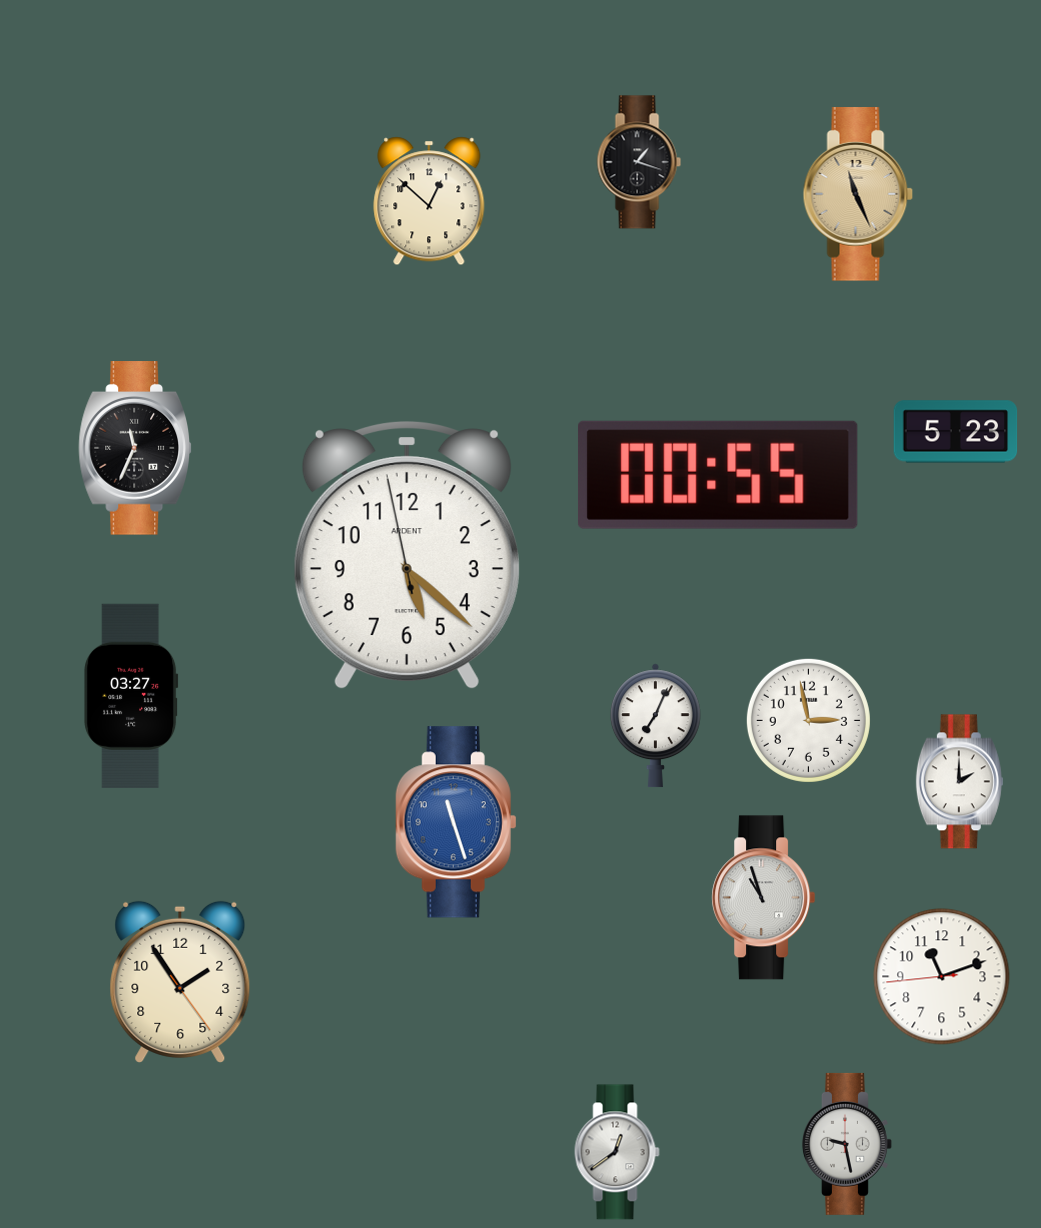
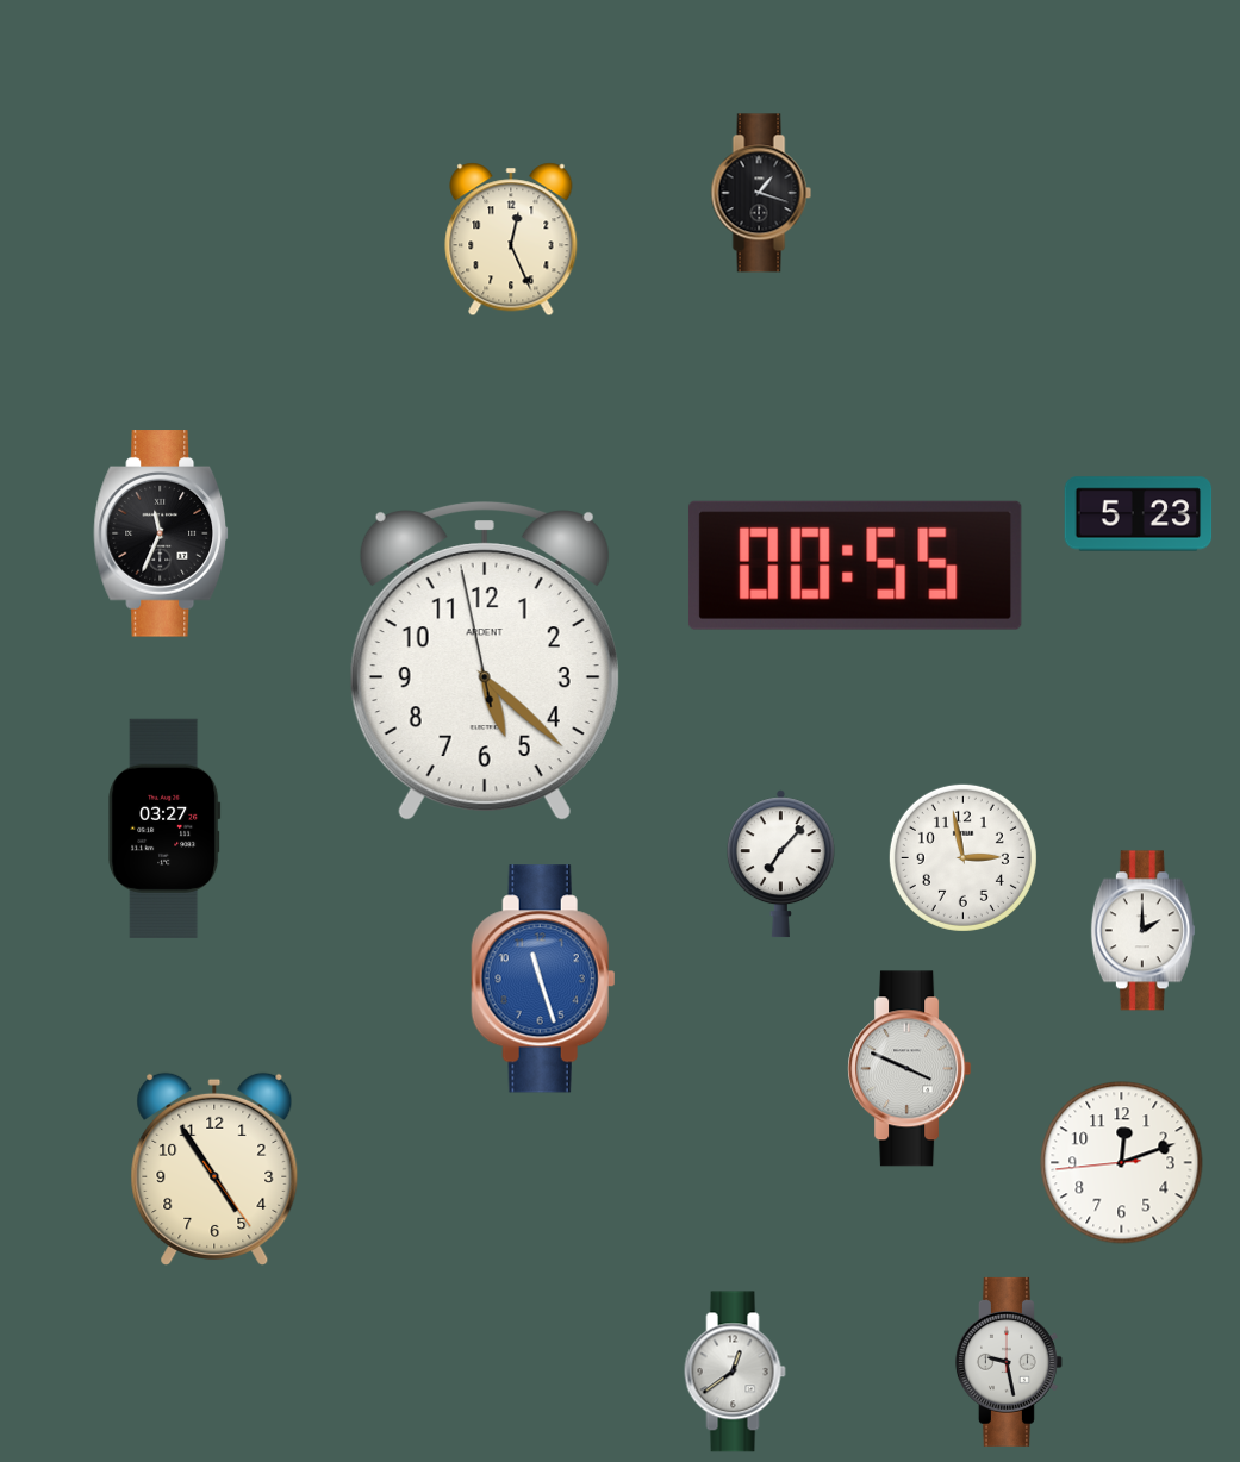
clock at (858, 194): 11:26 -> none
clock at (429, 201): 12:52 -> 12:26
clock at (131, 696) position: (131, 696) -> (164, 829)
clock at (655, 726): 7:04 -> 7:07
clock at (764, 898): 10:57 -> 3:49
clock at (942, 977): 11:11 -> 12:11
clock at (180, 982): 1:54 -> 4:54
